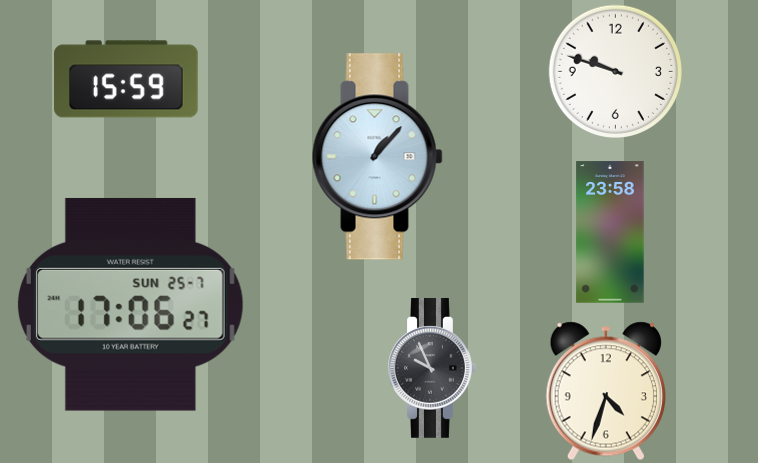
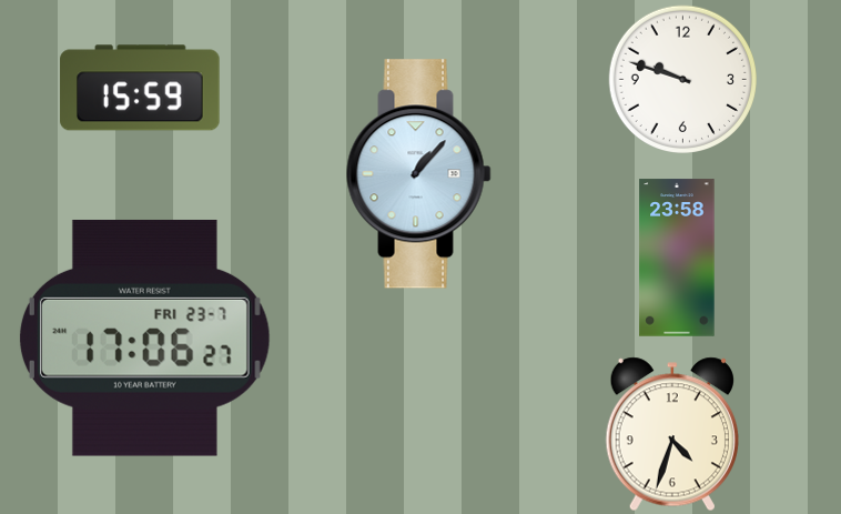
clock at (130, 304) date: SUN 25-7 -> FRI 23-7
clock at (432, 369): 9:56 -> none
